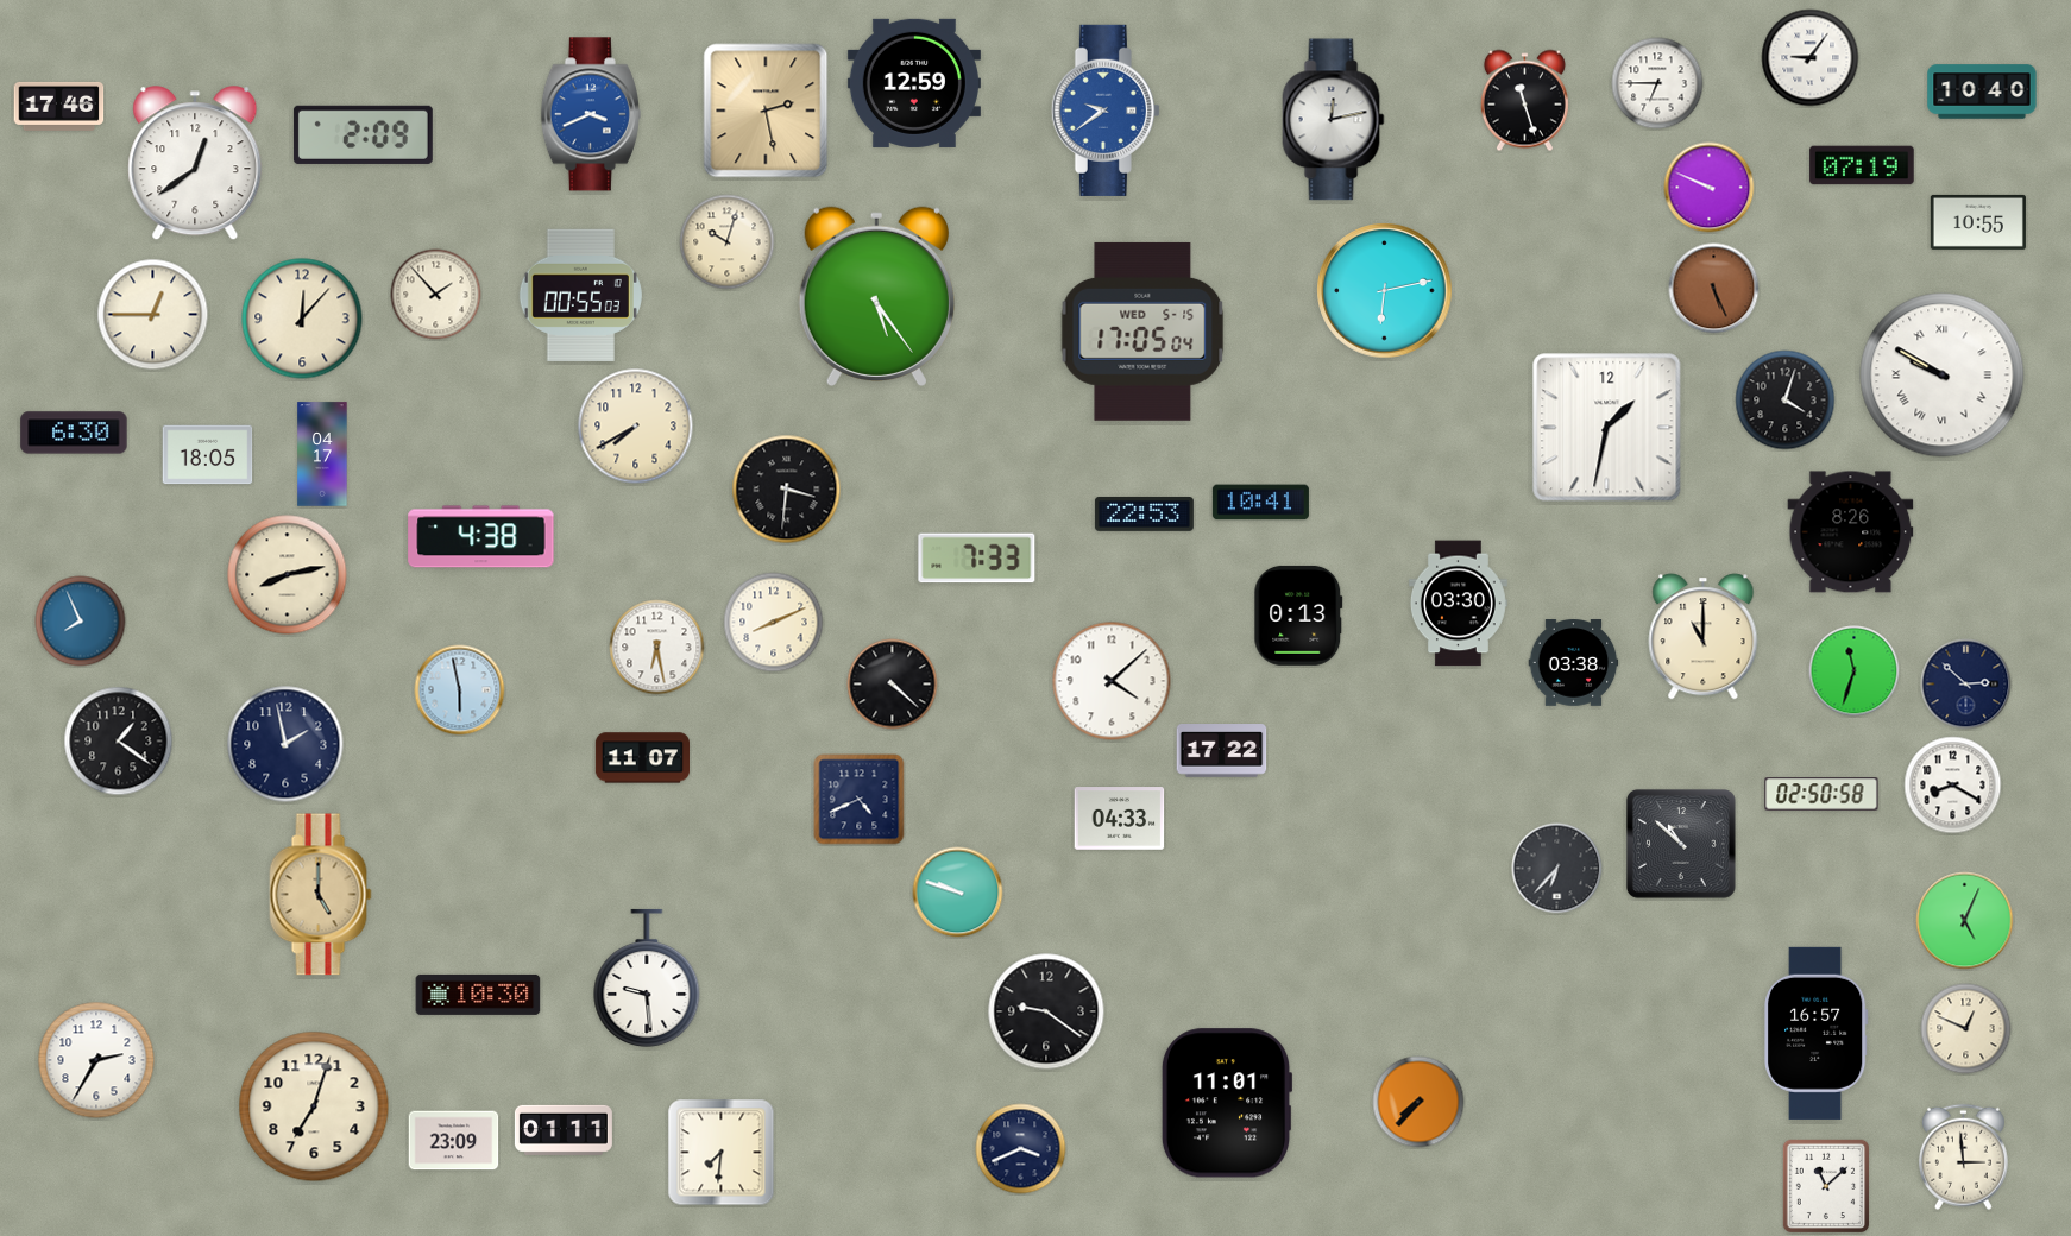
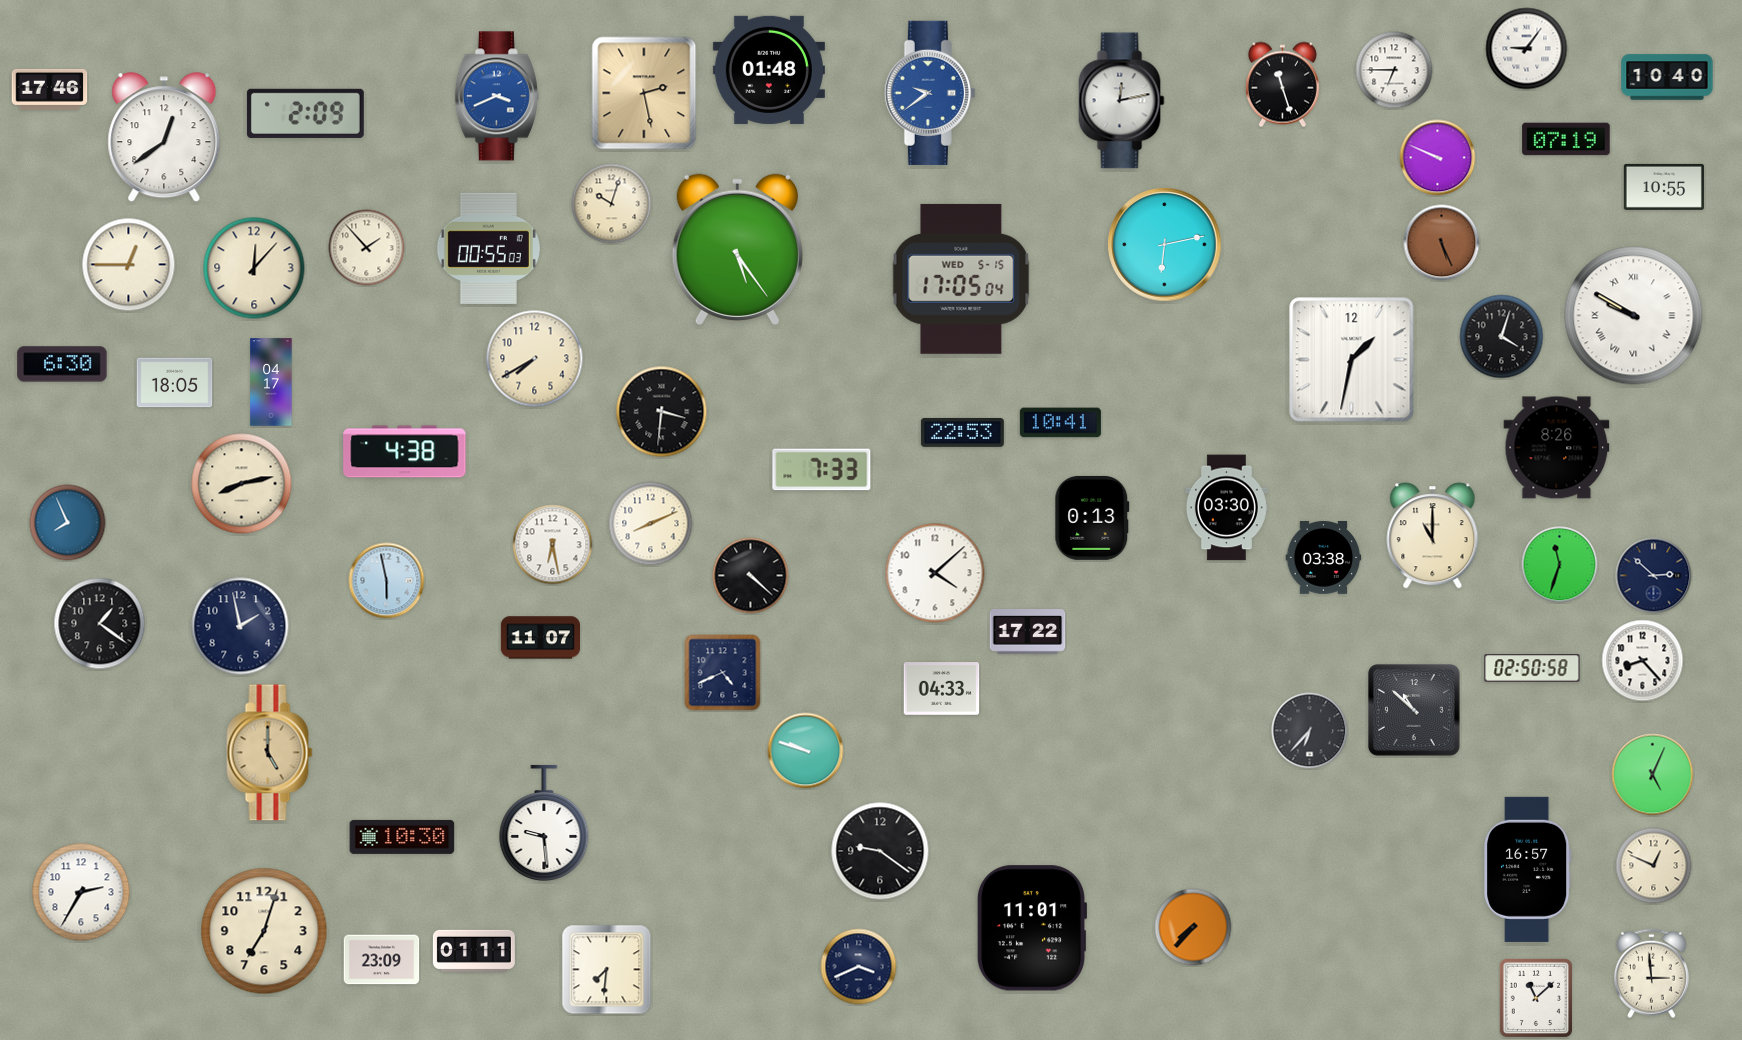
clock at (1811, 58) position: (1811, 58) -> (1527, 49)
clock at (914, 83): 12:59 -> 01:48
clock at (1953, 786): 8:20 -> 8:23
